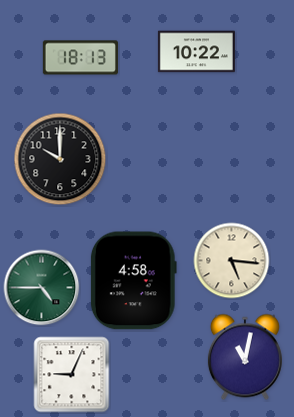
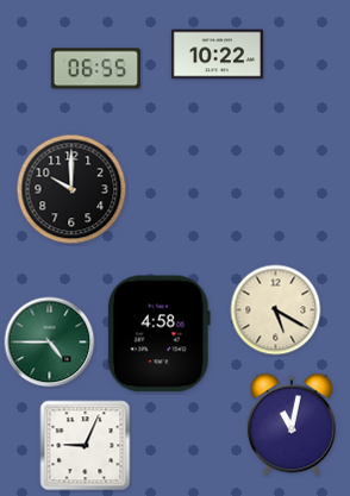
clock at (196, 52) position: (196, 52) -> (217, 55)
clock at (80, 58): 18:13 -> 06:55
clock at (232, 261): 5:16 -> 5:20
